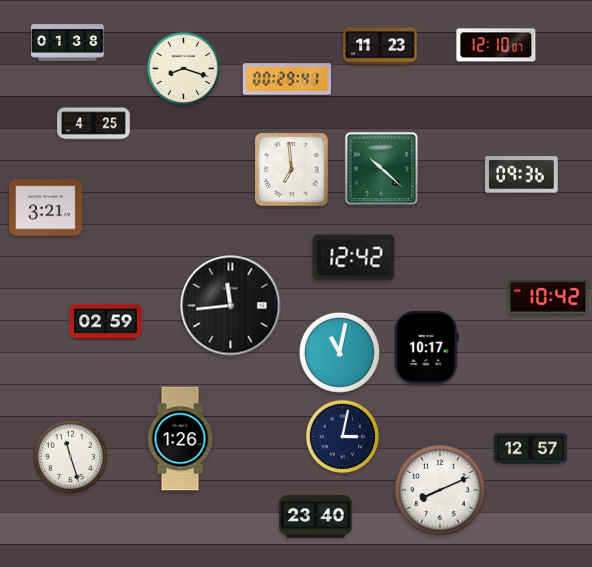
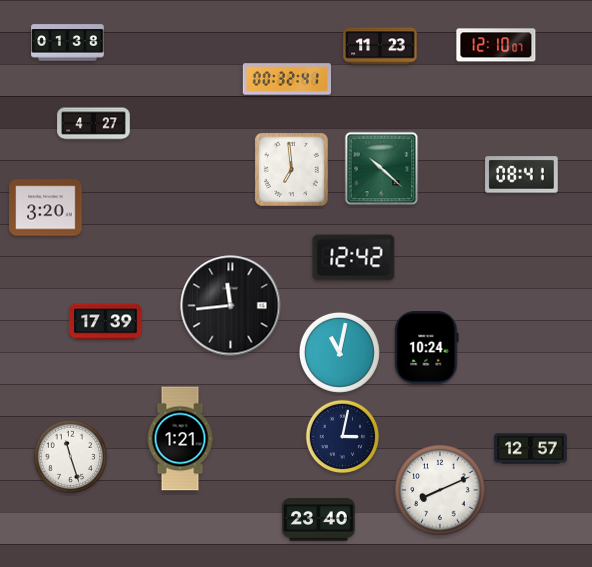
clock at (184, 69): 8:18 -> none
clock at (286, 79): 00:29 -> 00:32
clock at (94, 124): 4:25 -> 4:27
clock at (522, 175): 09:36 -> 08:41
clock at (46, 208): 3:21 -> 3:20
clock at (548, 297): 10:42 -> none
clock at (106, 322): 02:59 -> 17:39
clock at (427, 348): 10:17 -> 10:24
clock at (180, 439): 1:26 -> 1:21
clock at (316, 517) position: (316, 517) -> (319, 520)
